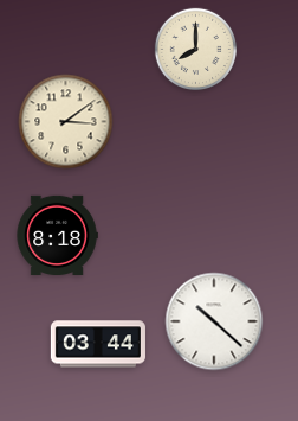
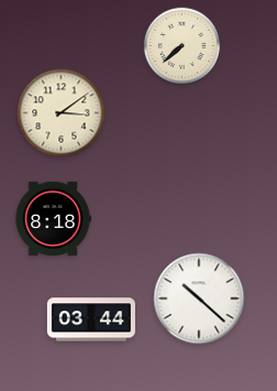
clock at (195, 49): 8:00 -> 7:38
